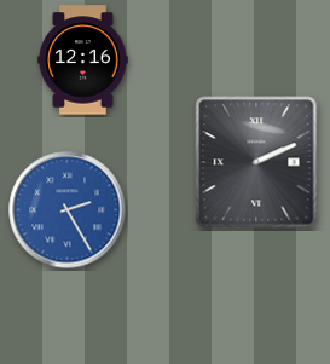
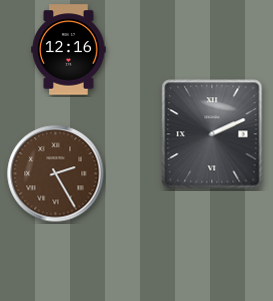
clock at (68, 210) dial: blue -> brown
